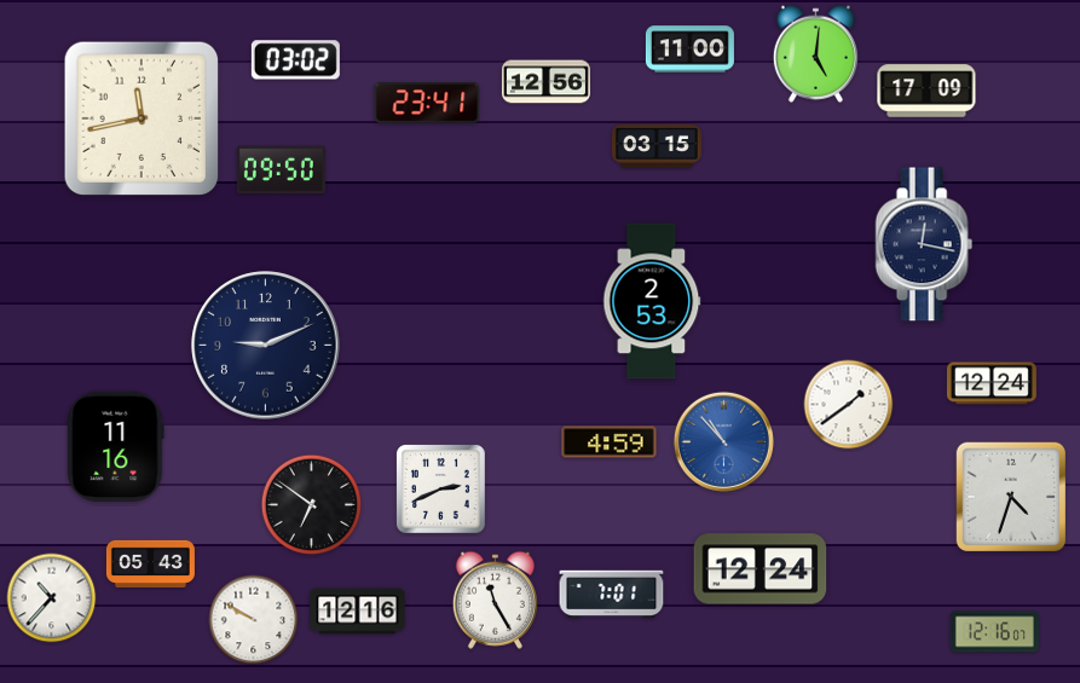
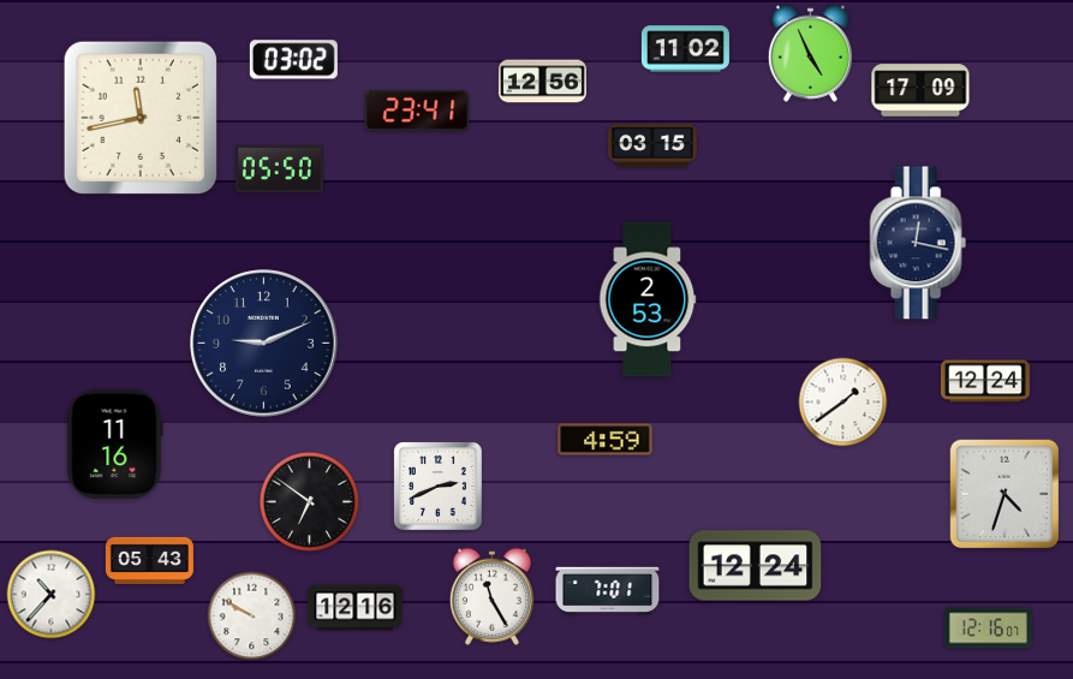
clock at (689, 50): 11:00 -> 11:02
clock at (815, 53): 5:01 -> 4:56
clock at (427, 103) position: (427, 103) -> (417, 111)
clock at (281, 170): 09:50 -> 05:50
clock at (723, 441): 10:53 -> none
